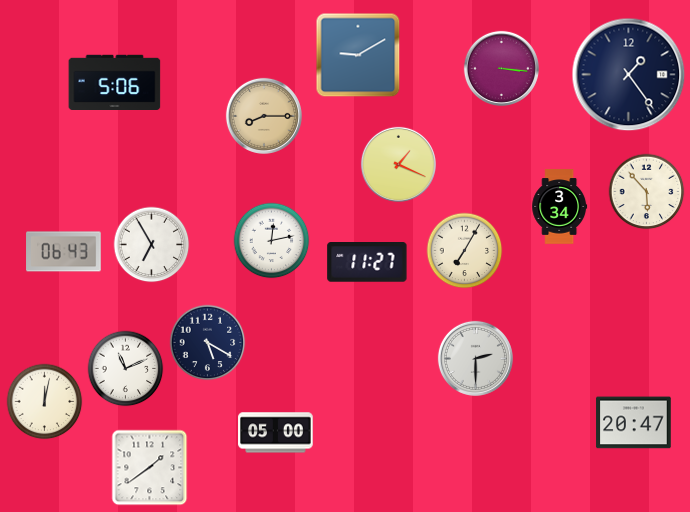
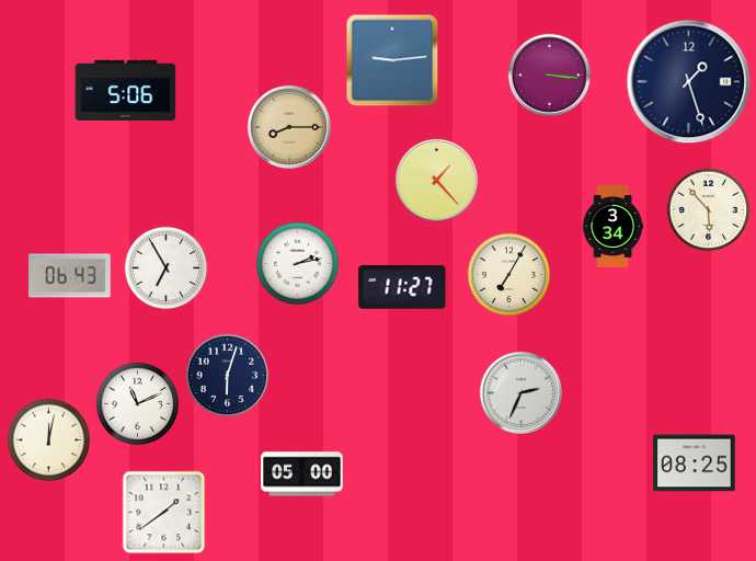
clock at (358, 55): 9:10 -> 9:14
clock at (629, 75): 1:24 -> 1:27
clock at (398, 164): 1:19 -> 1:23
clock at (272, 241): 12:13 -> 2:13
clock at (208, 343): 5:20 -> 6:03
clock at (475, 358): 2:30 -> 2:34
clock at (634, 423): 20:47 -> 08:25
